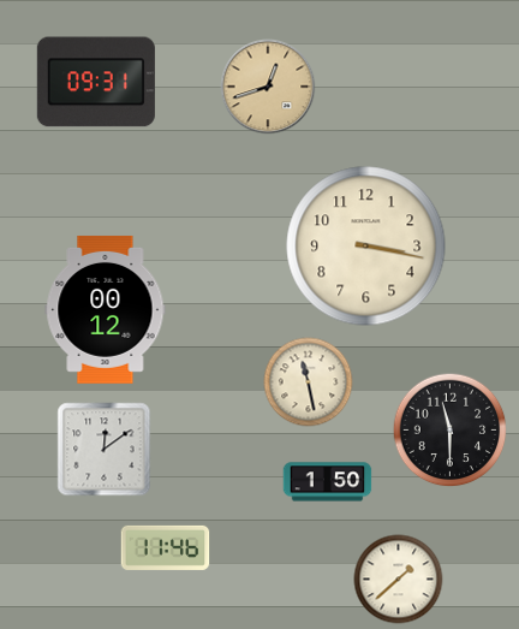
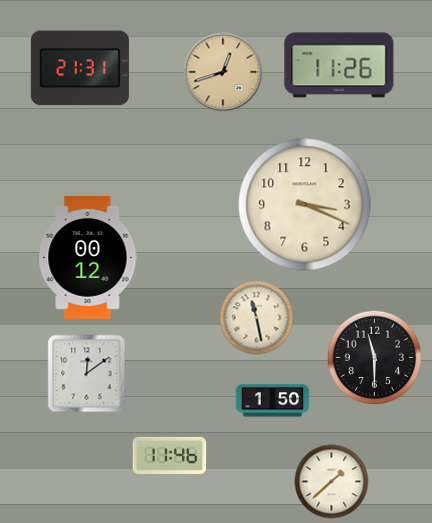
clock at (339, 65): none -> 11:26
clock at (96, 82): 09:31 -> 21:31
clock at (366, 247): 3:17 -> 3:19
clock at (166, 547) position: (166, 547) -> (170, 455)
